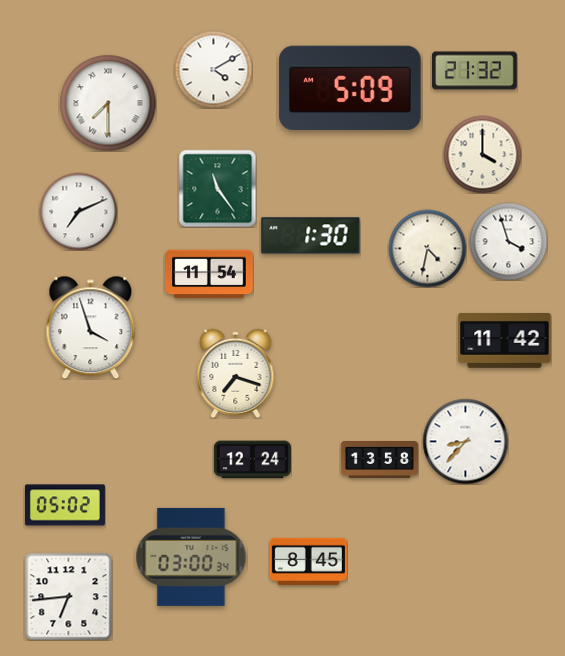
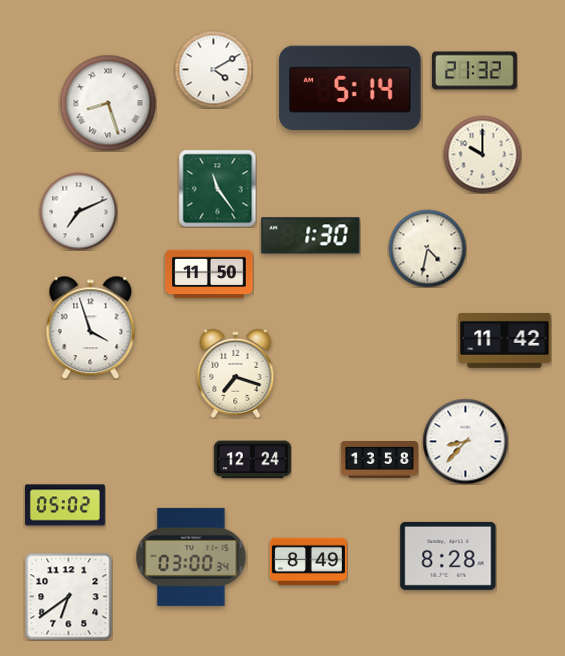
clock at (350, 88): 5:09 -> 5:14
clock at (108, 103): 7:30 -> 8:27
clock at (482, 154): 4:00 -> 10:00
clock at (508, 241): 3:57 -> none
clock at (209, 274): 11:54 -> 11:50
clock at (448, 556): none -> 8:28
clock at (308, 561): 8:45 -> 8:49
clock at (68, 596): 6:44 -> 6:39
